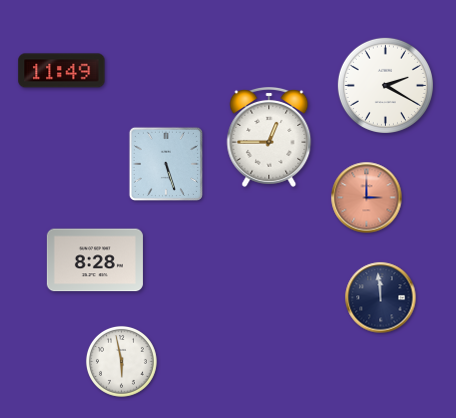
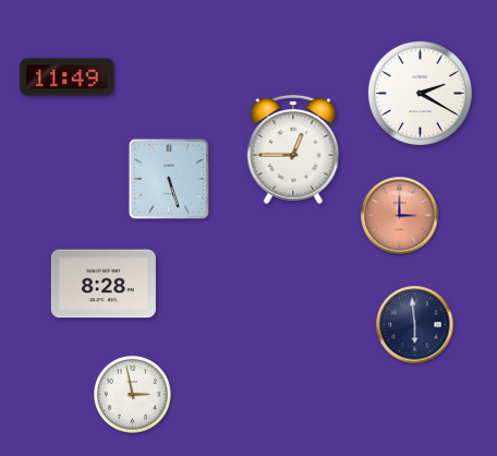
clock at (166, 164) position: (166, 164) -> (169, 179)
clock at (381, 298): 11:59 -> 5:59
clock at (121, 361): 5:58 -> 2:58
